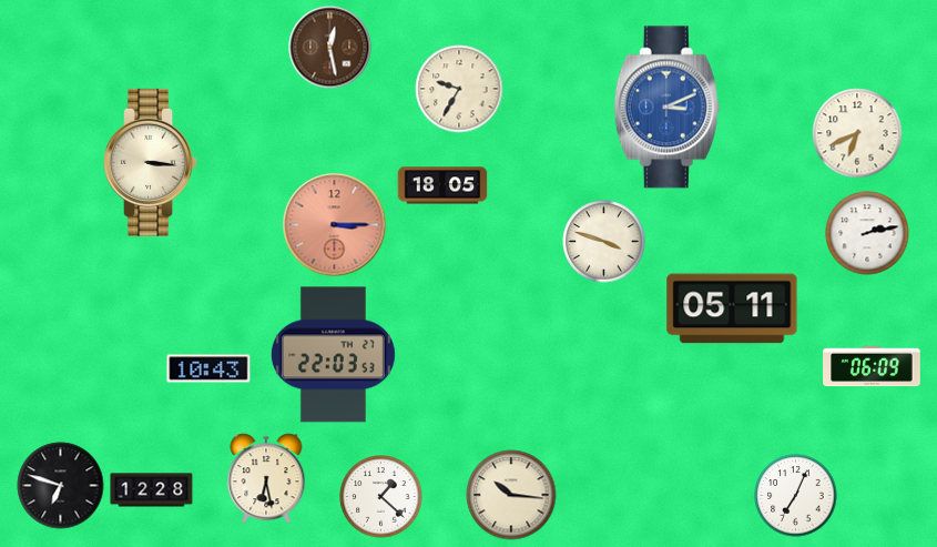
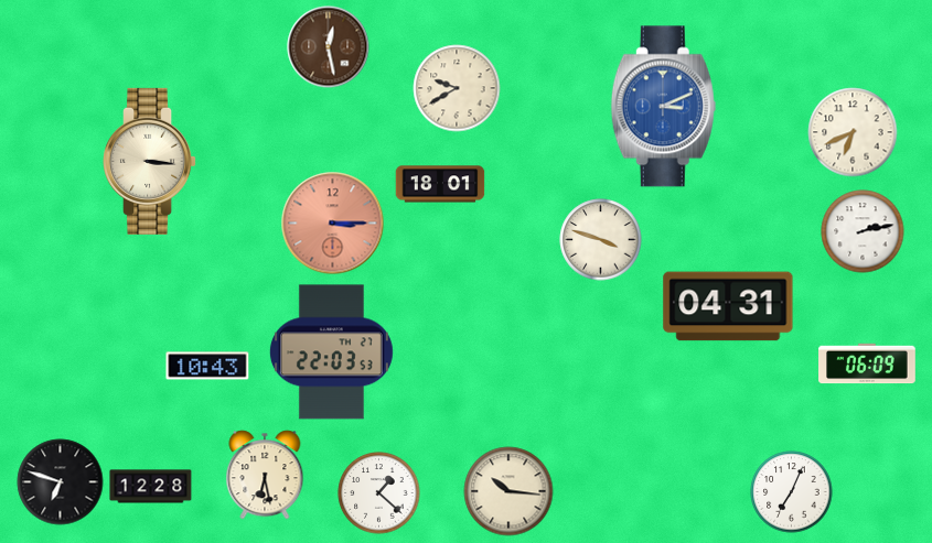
clock at (459, 89): 9:35 -> 9:40
clock at (442, 185): 18:05 -> 18:01
clock at (732, 308): 05:11 -> 04:31
